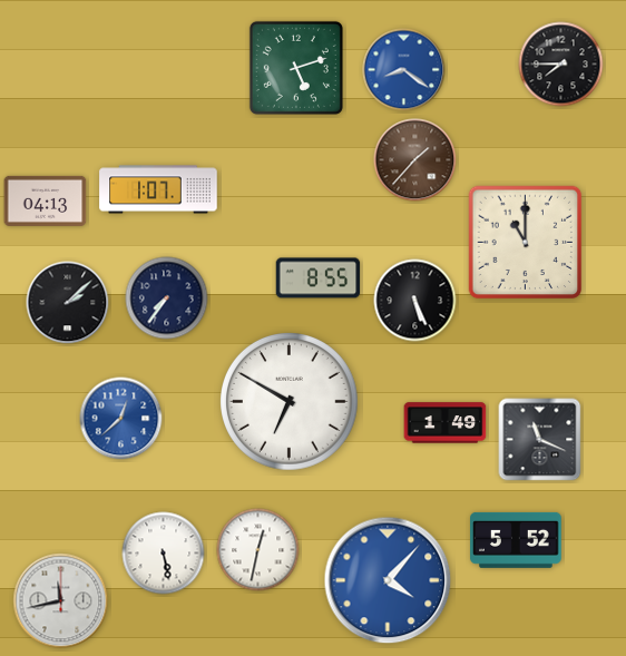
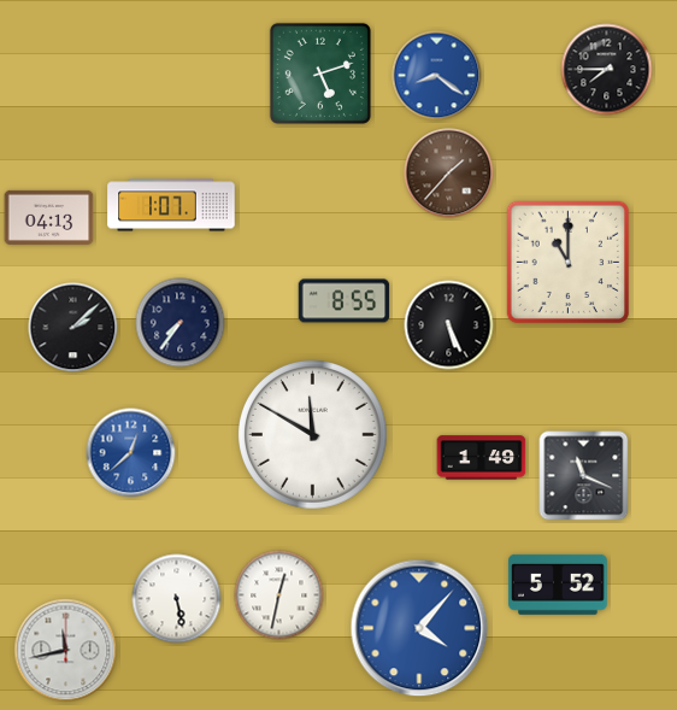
clock at (290, 402): 6:50 -> 11:50
